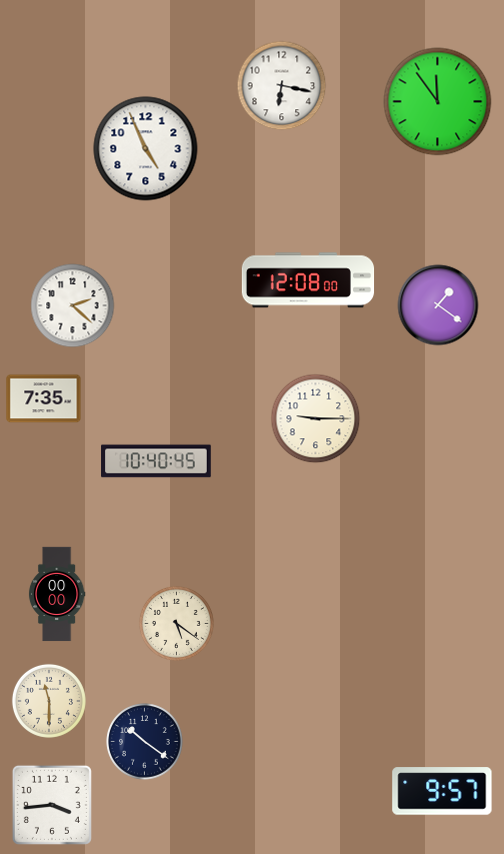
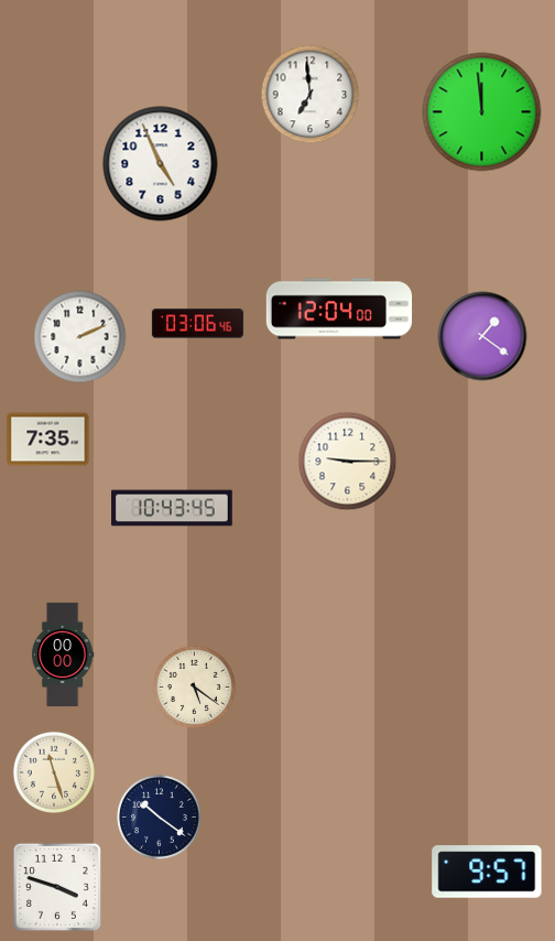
clock at (282, 86): 6:17 -> 6:59
clock at (438, 102): 11:54 -> 11:59
clock at (308, 280): 12:08 -> 12:04
clock at (197, 324): none -> 03:06
clock at (73, 306): 2:22 -> 2:11
clock at (156, 461): 10:40 -> 10:43
clock at (49, 701): 11:30 -> 11:27
clock at (52, 805): 3:44 -> 3:48
